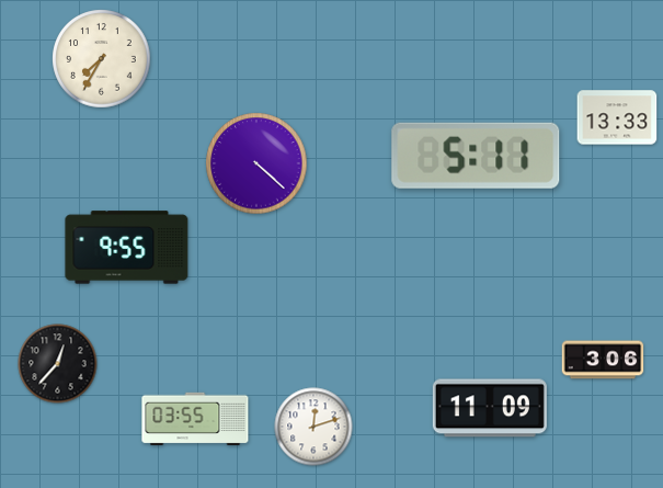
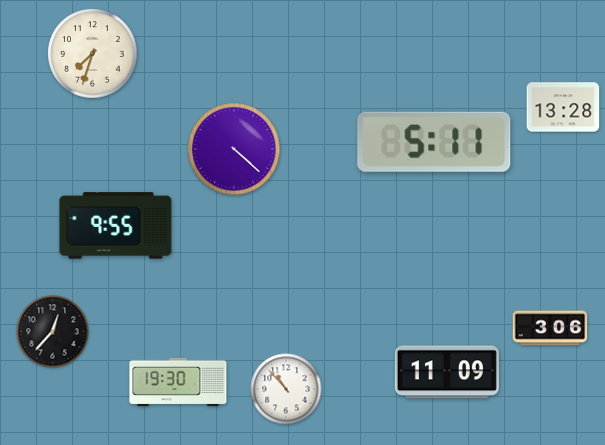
clock at (102, 59): 7:35 -> 7:33
clock at (617, 117): 13:33 -> 13:28
clock at (195, 419): 03:55 -> 19:30
clock at (313, 427): 12:12 -> 10:53
